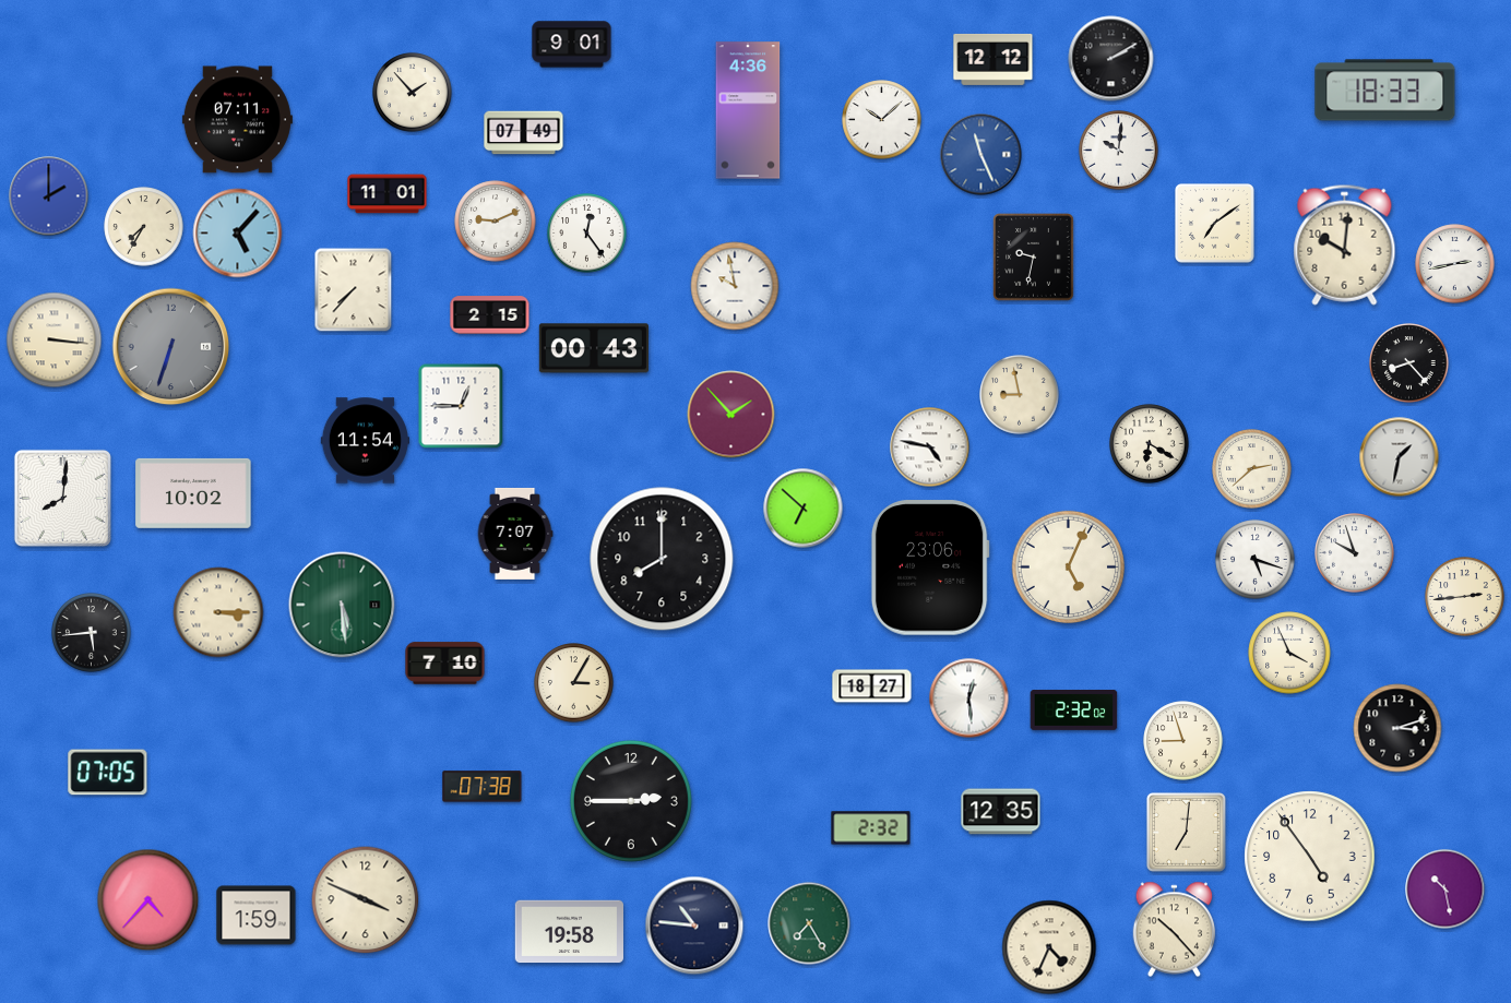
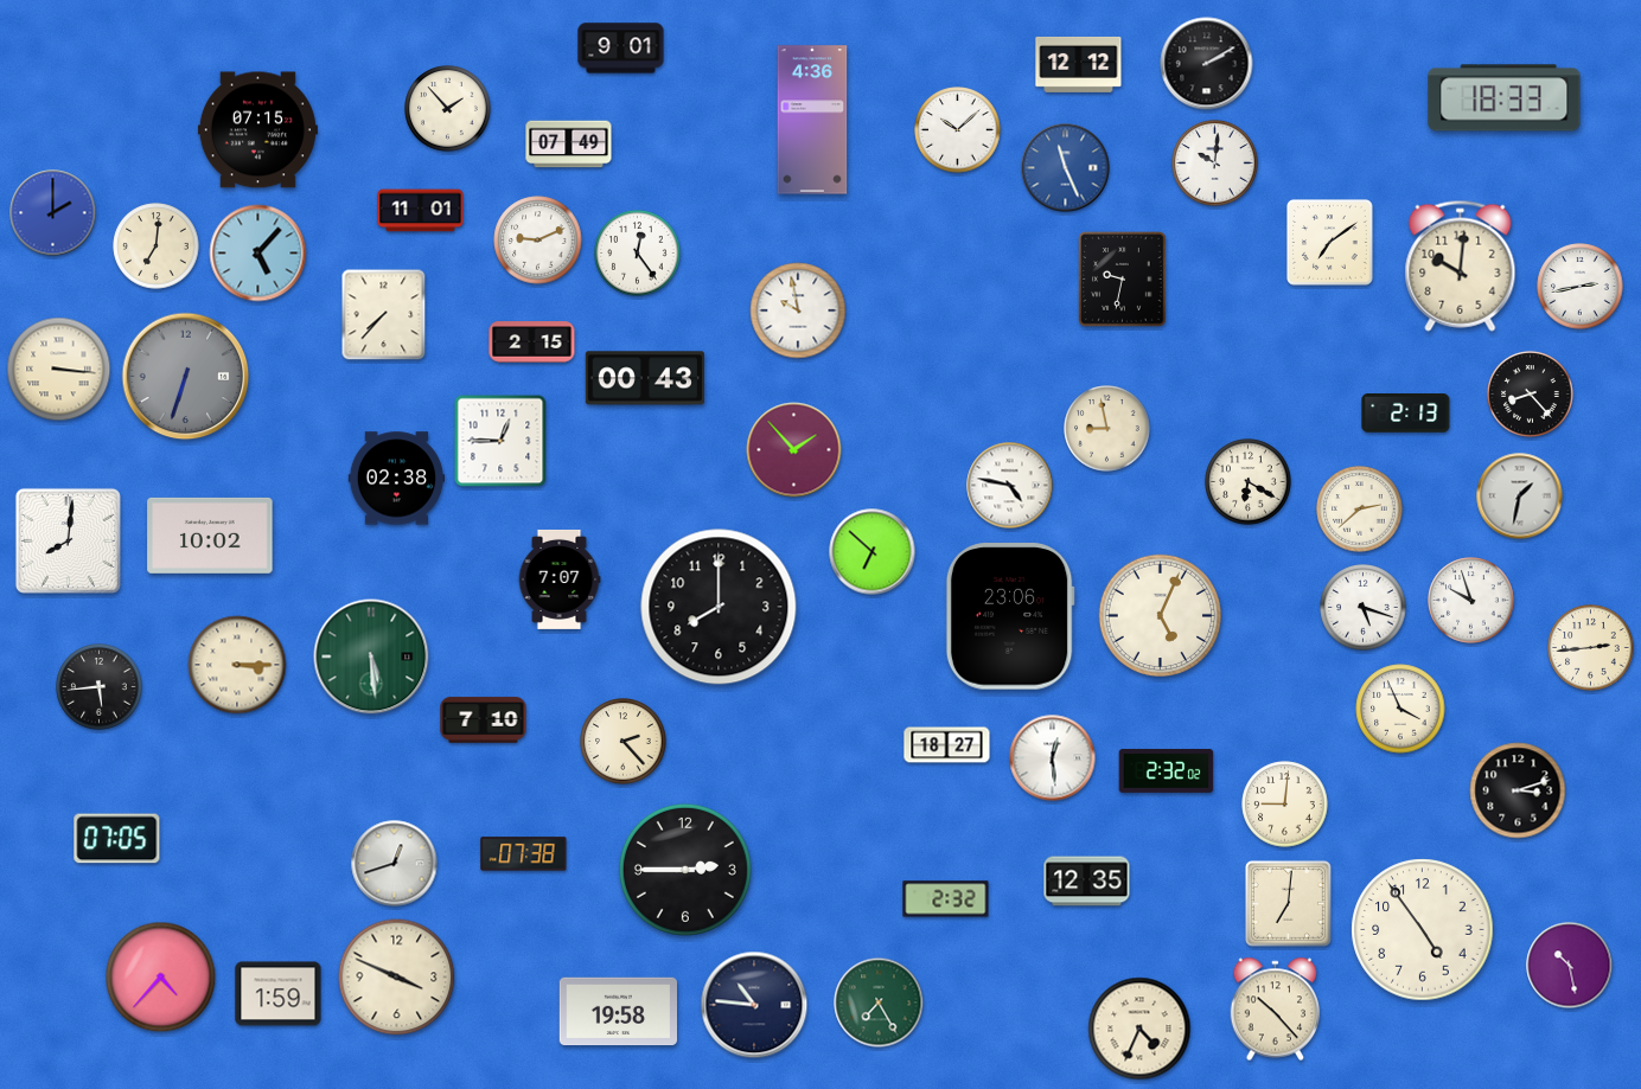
clock at (413, 93) position: (413, 93) -> (448, 109)
clock at (237, 120): 07:11 -> 07:15
clock at (1215, 224) position: (1215, 224) -> (1330, 243)
clock at (144, 227): 7:35 -> 7:01
clock at (1406, 414): none -> 2:13
clock at (366, 441): 11:54 -> 02:38
clock at (574, 683): 3:05 -> 2:23
clock at (1183, 741): 8:57 -> 9:01
clock at (395, 864): none -> 12:42
